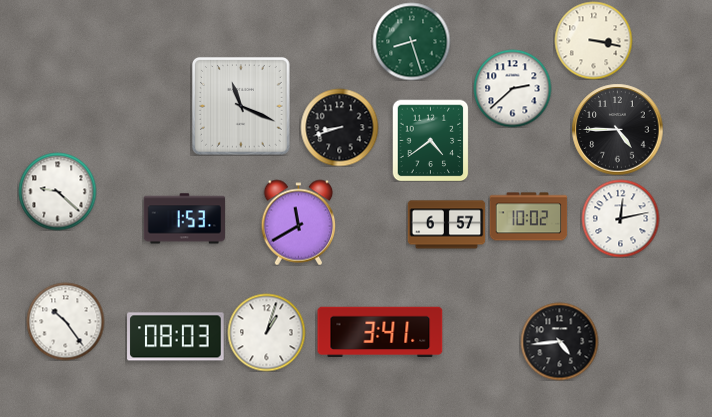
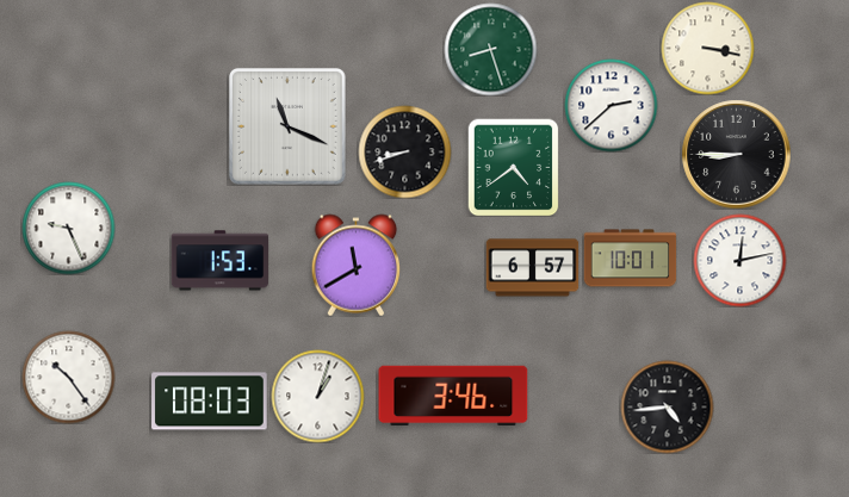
clock at (617, 129): 4:45 -> 8:45
clock at (57, 191): 9:22 -> 9:26
clock at (528, 217): 10:02 -> 10:01
clock at (65, 321) position: (65, 321) -> (68, 377)
clock at (380, 332): 3:41 -> 3:46
